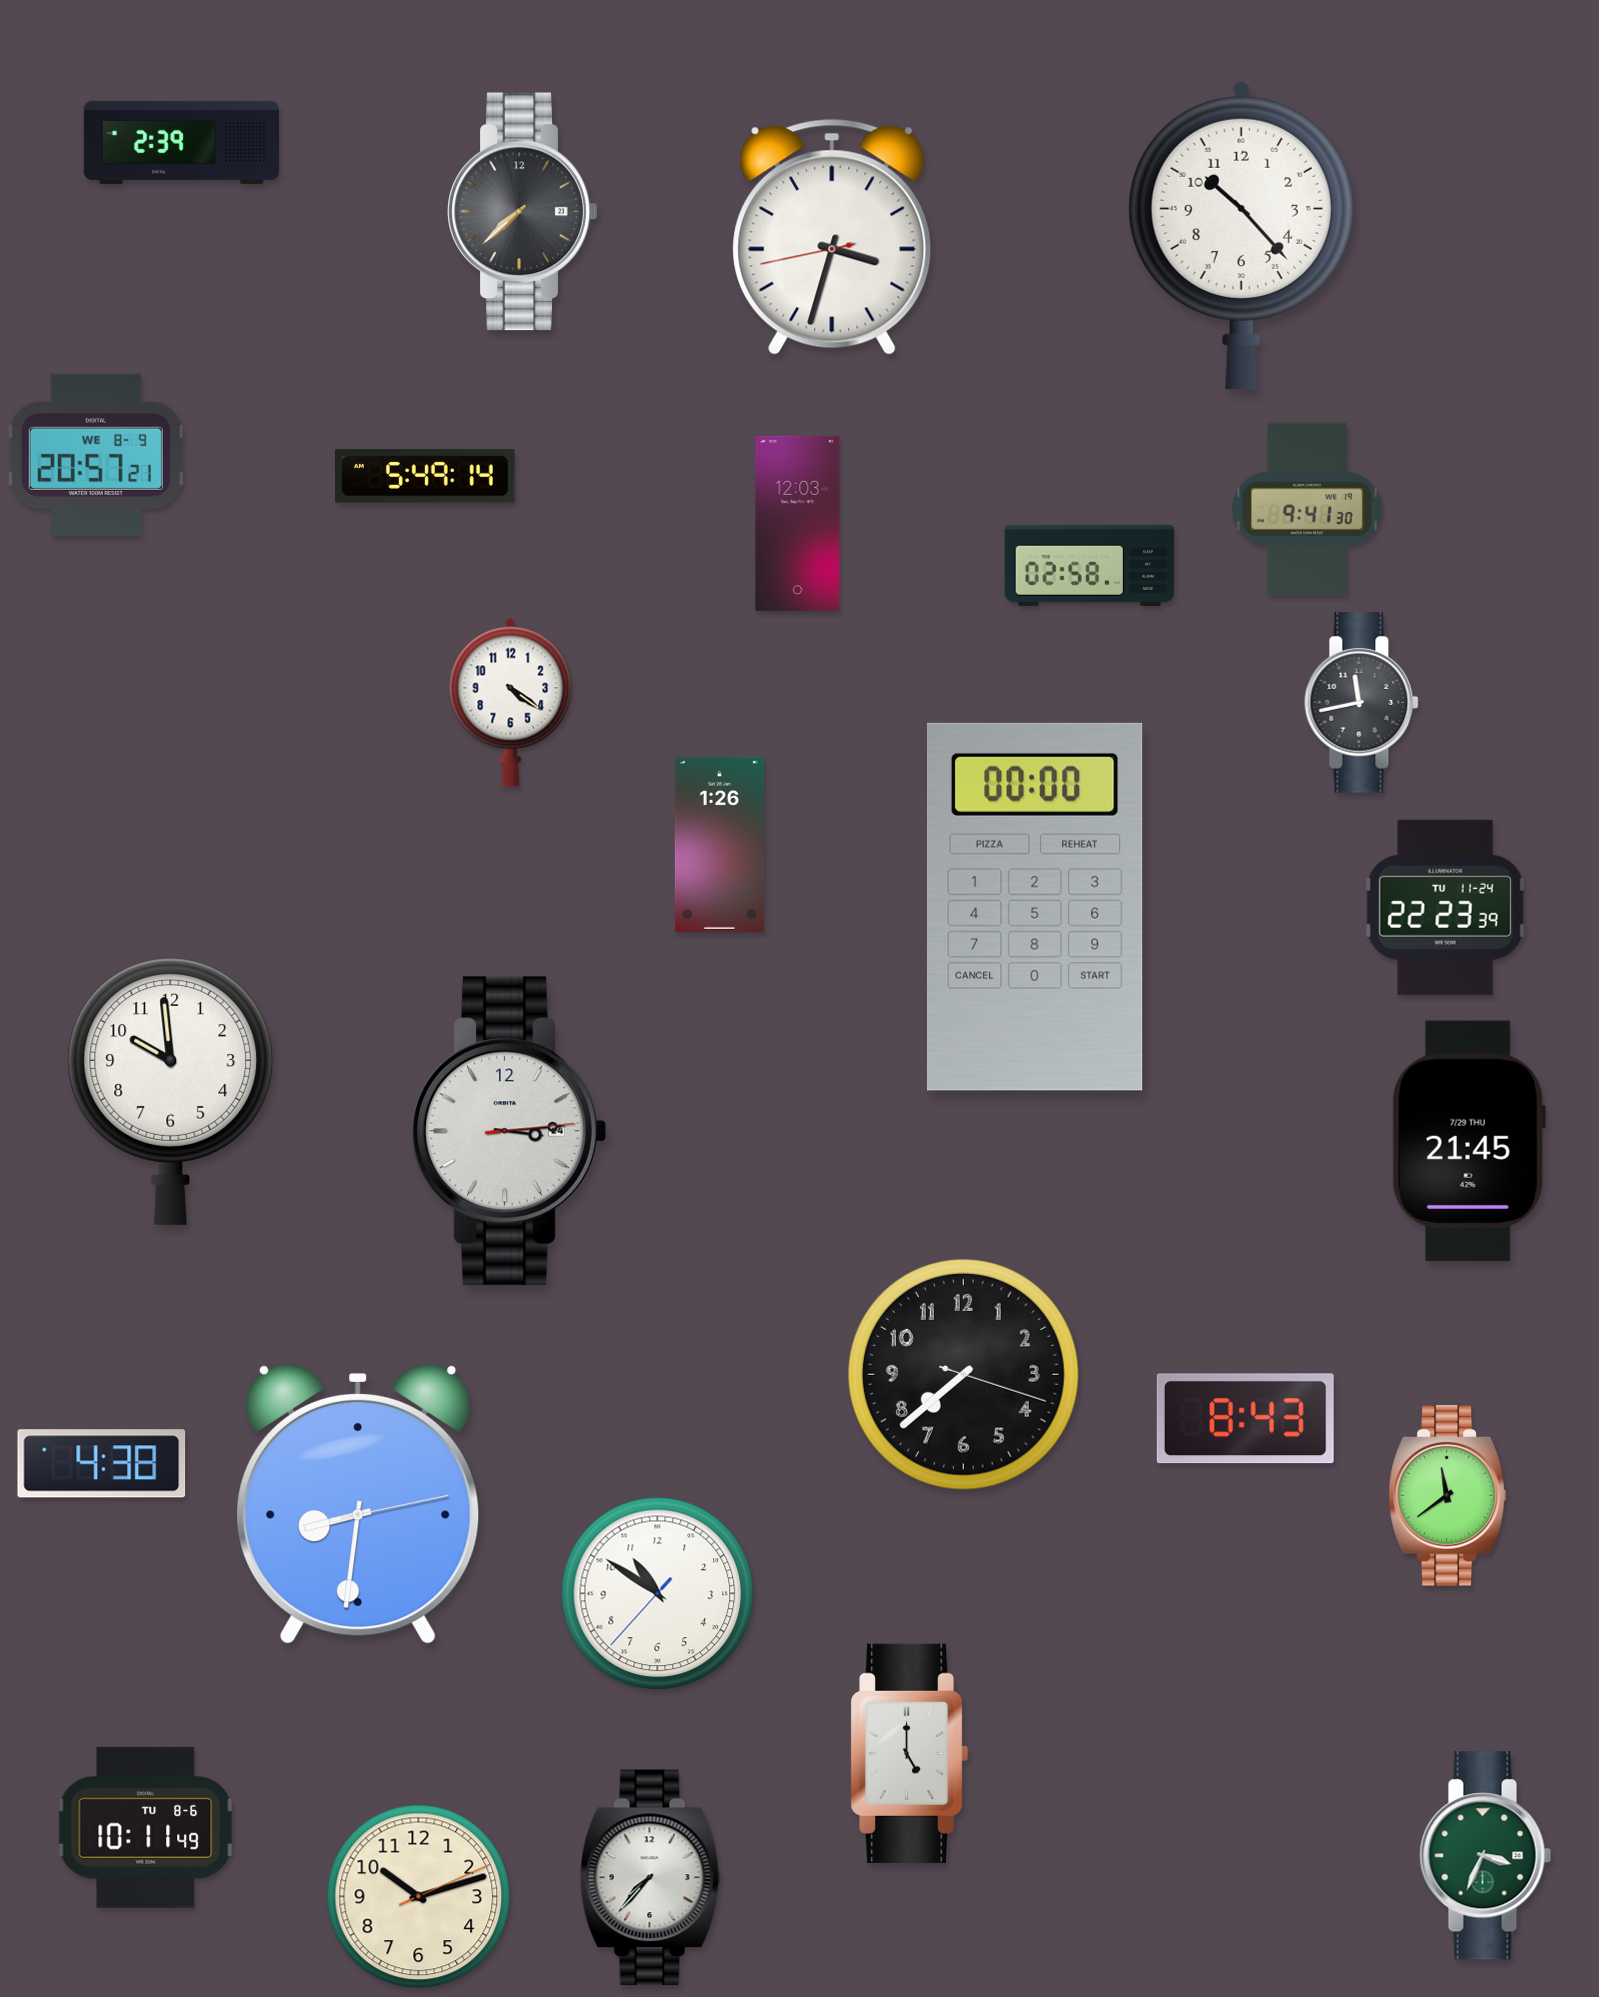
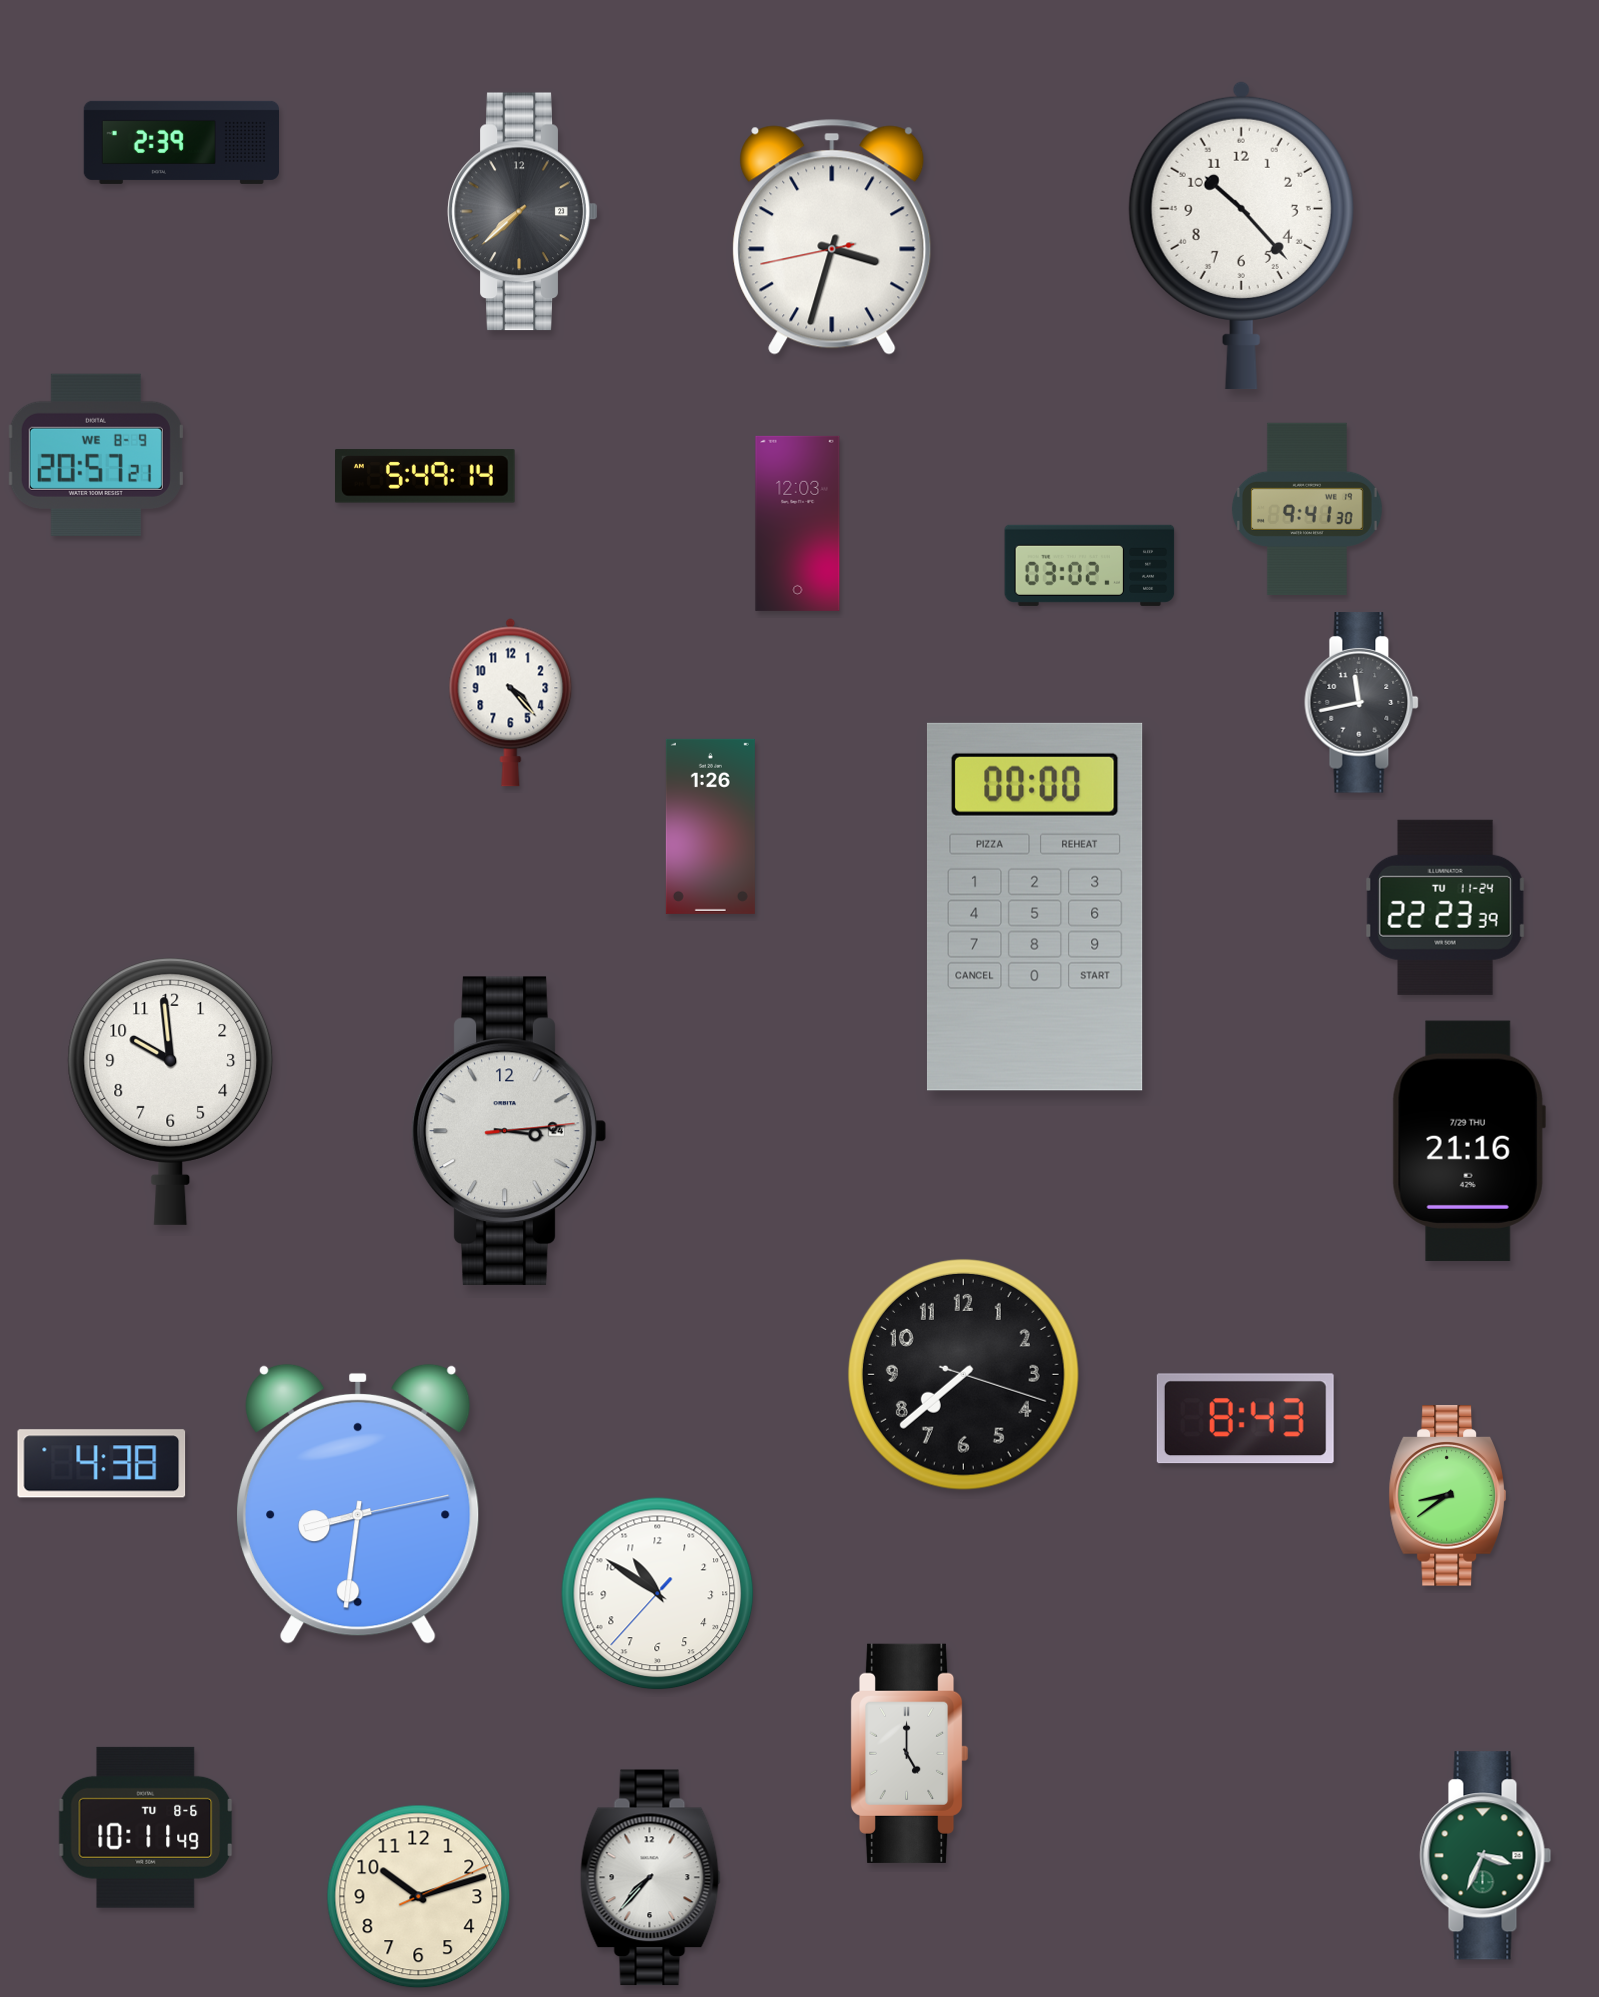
clock at (1090, 565): 02:58 -> 03:02
clock at (511, 702): 4:21 -> 4:23
clock at (719, 844) position: (719, 844) -> (710, 826)
clock at (1469, 1141): 21:45 -> 21:16
clock at (1447, 1496): 11:39 -> 8:39
